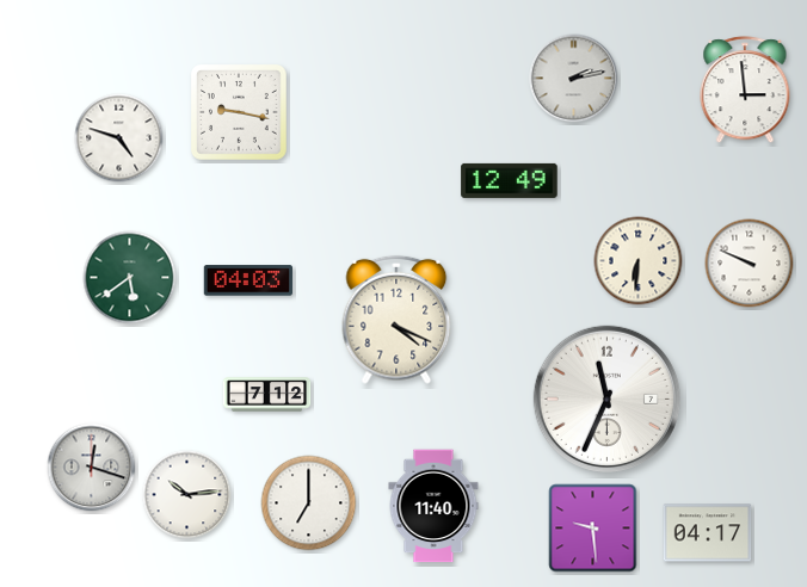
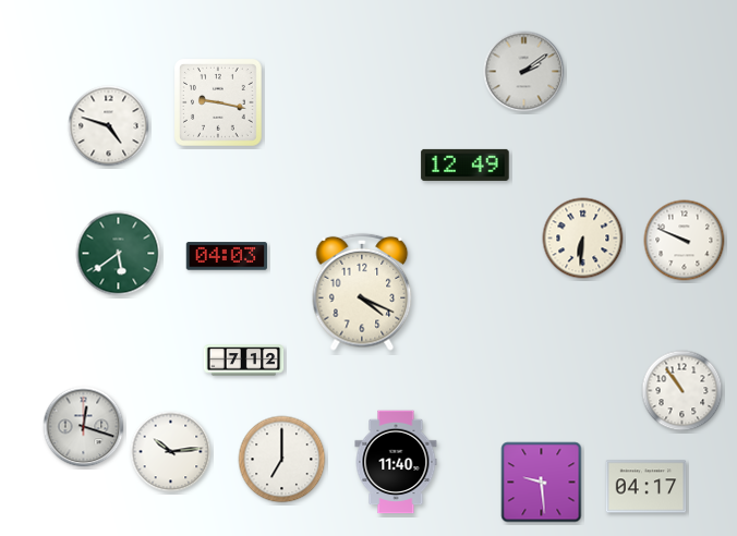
clock at (574, 79): 2:13 -> 2:09
clock at (745, 91): 2:59 -> none
clock at (606, 398): 11:34 -> none
clock at (682, 391): none -> 10:54
